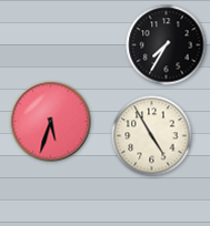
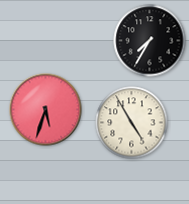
clock at (152, 136) position: (152, 136) -> (132, 123)
